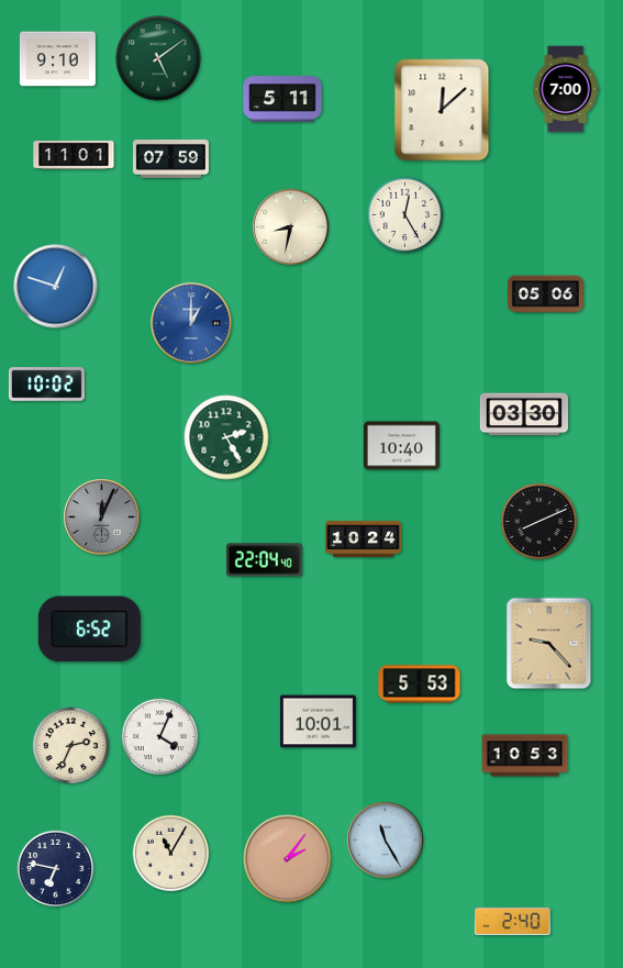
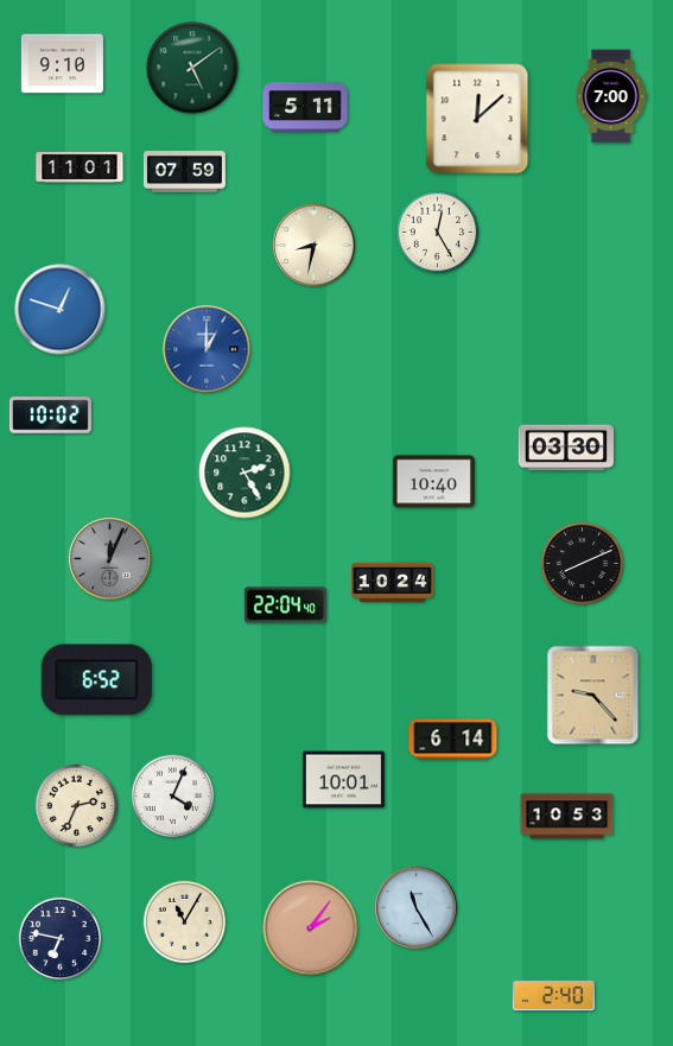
clock at (158, 58) position: (158, 58) -> (192, 68)
clock at (545, 294): 05:06 -> none
clock at (420, 685): 5:53 -> 6:14
